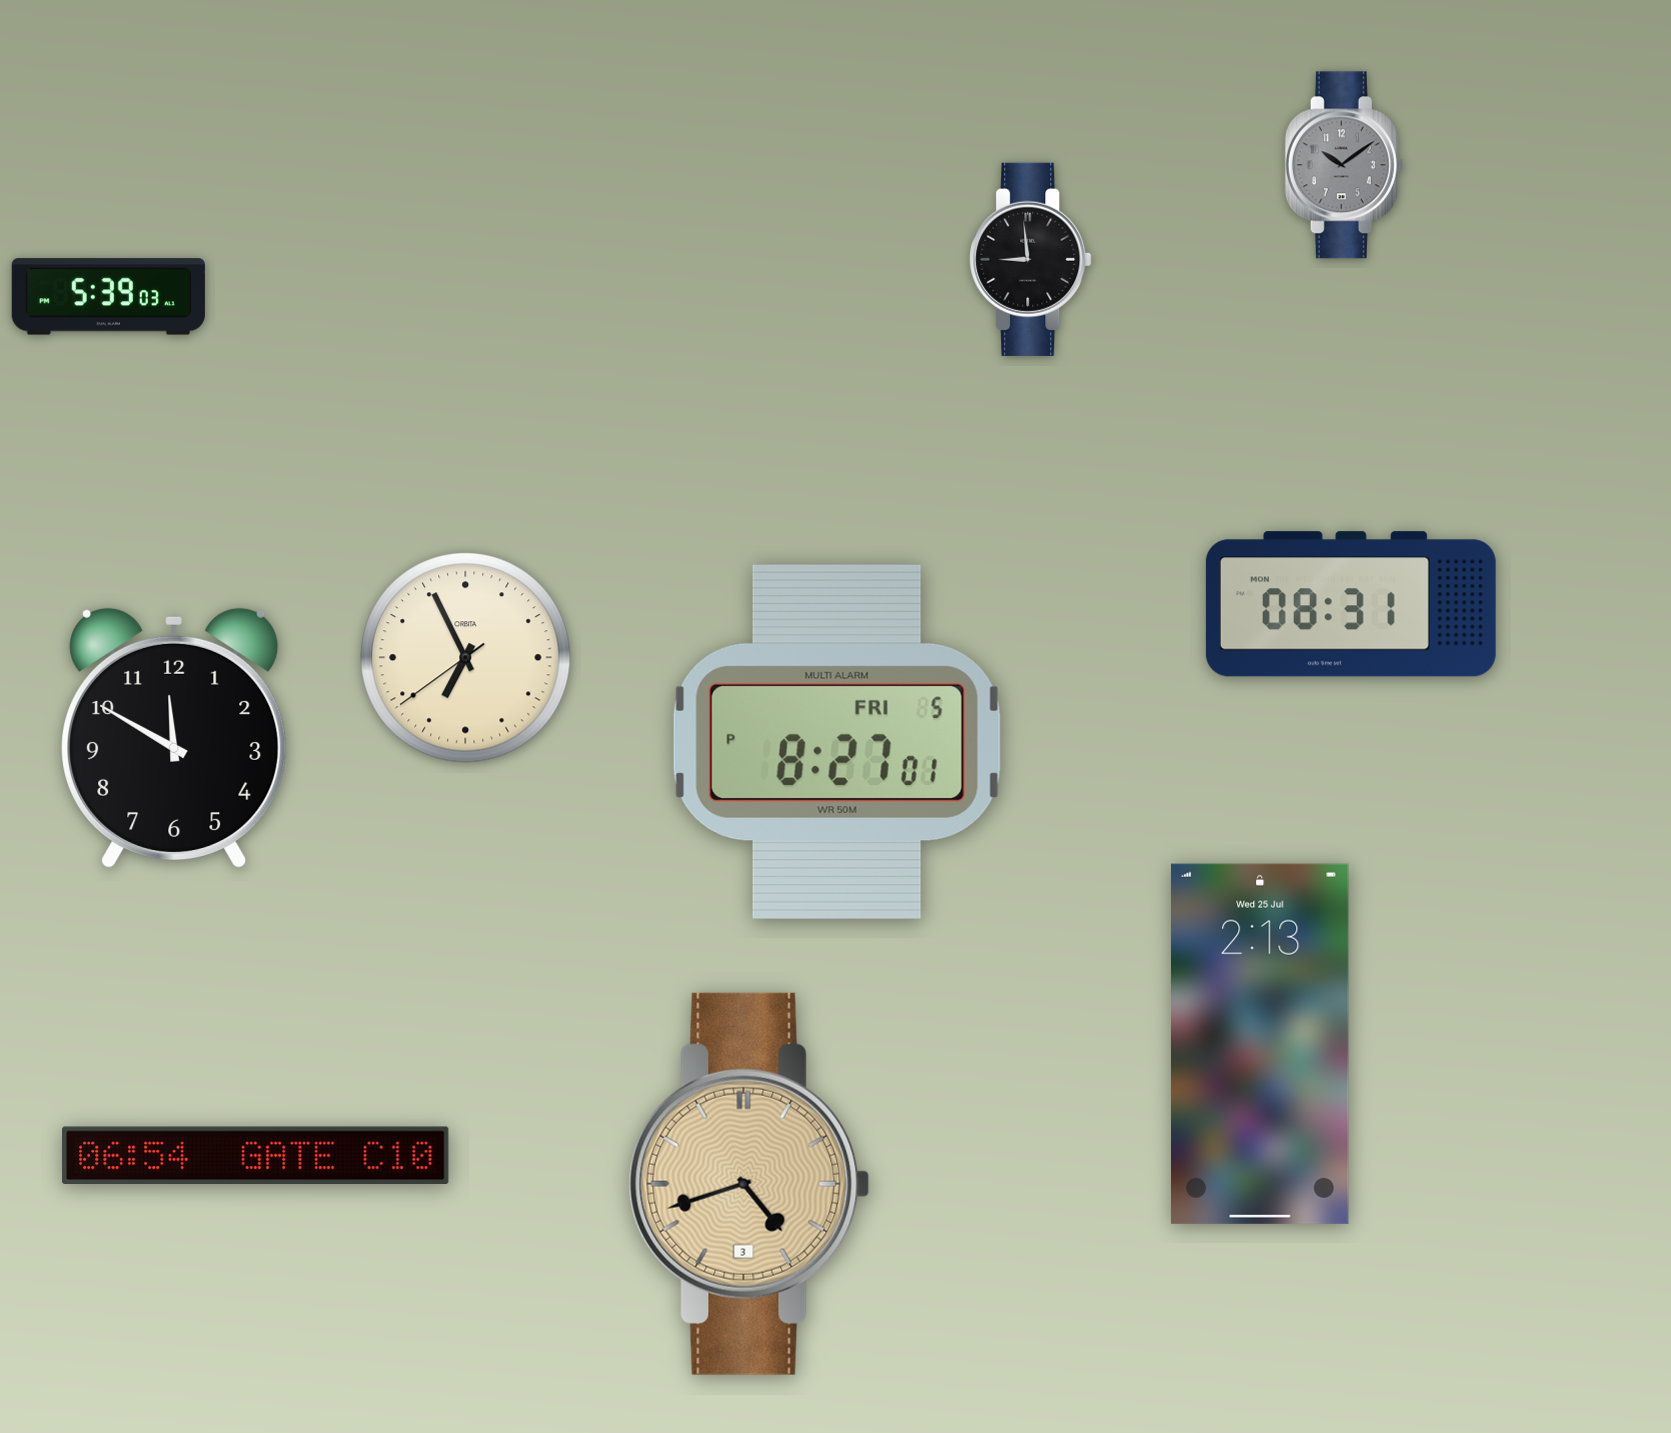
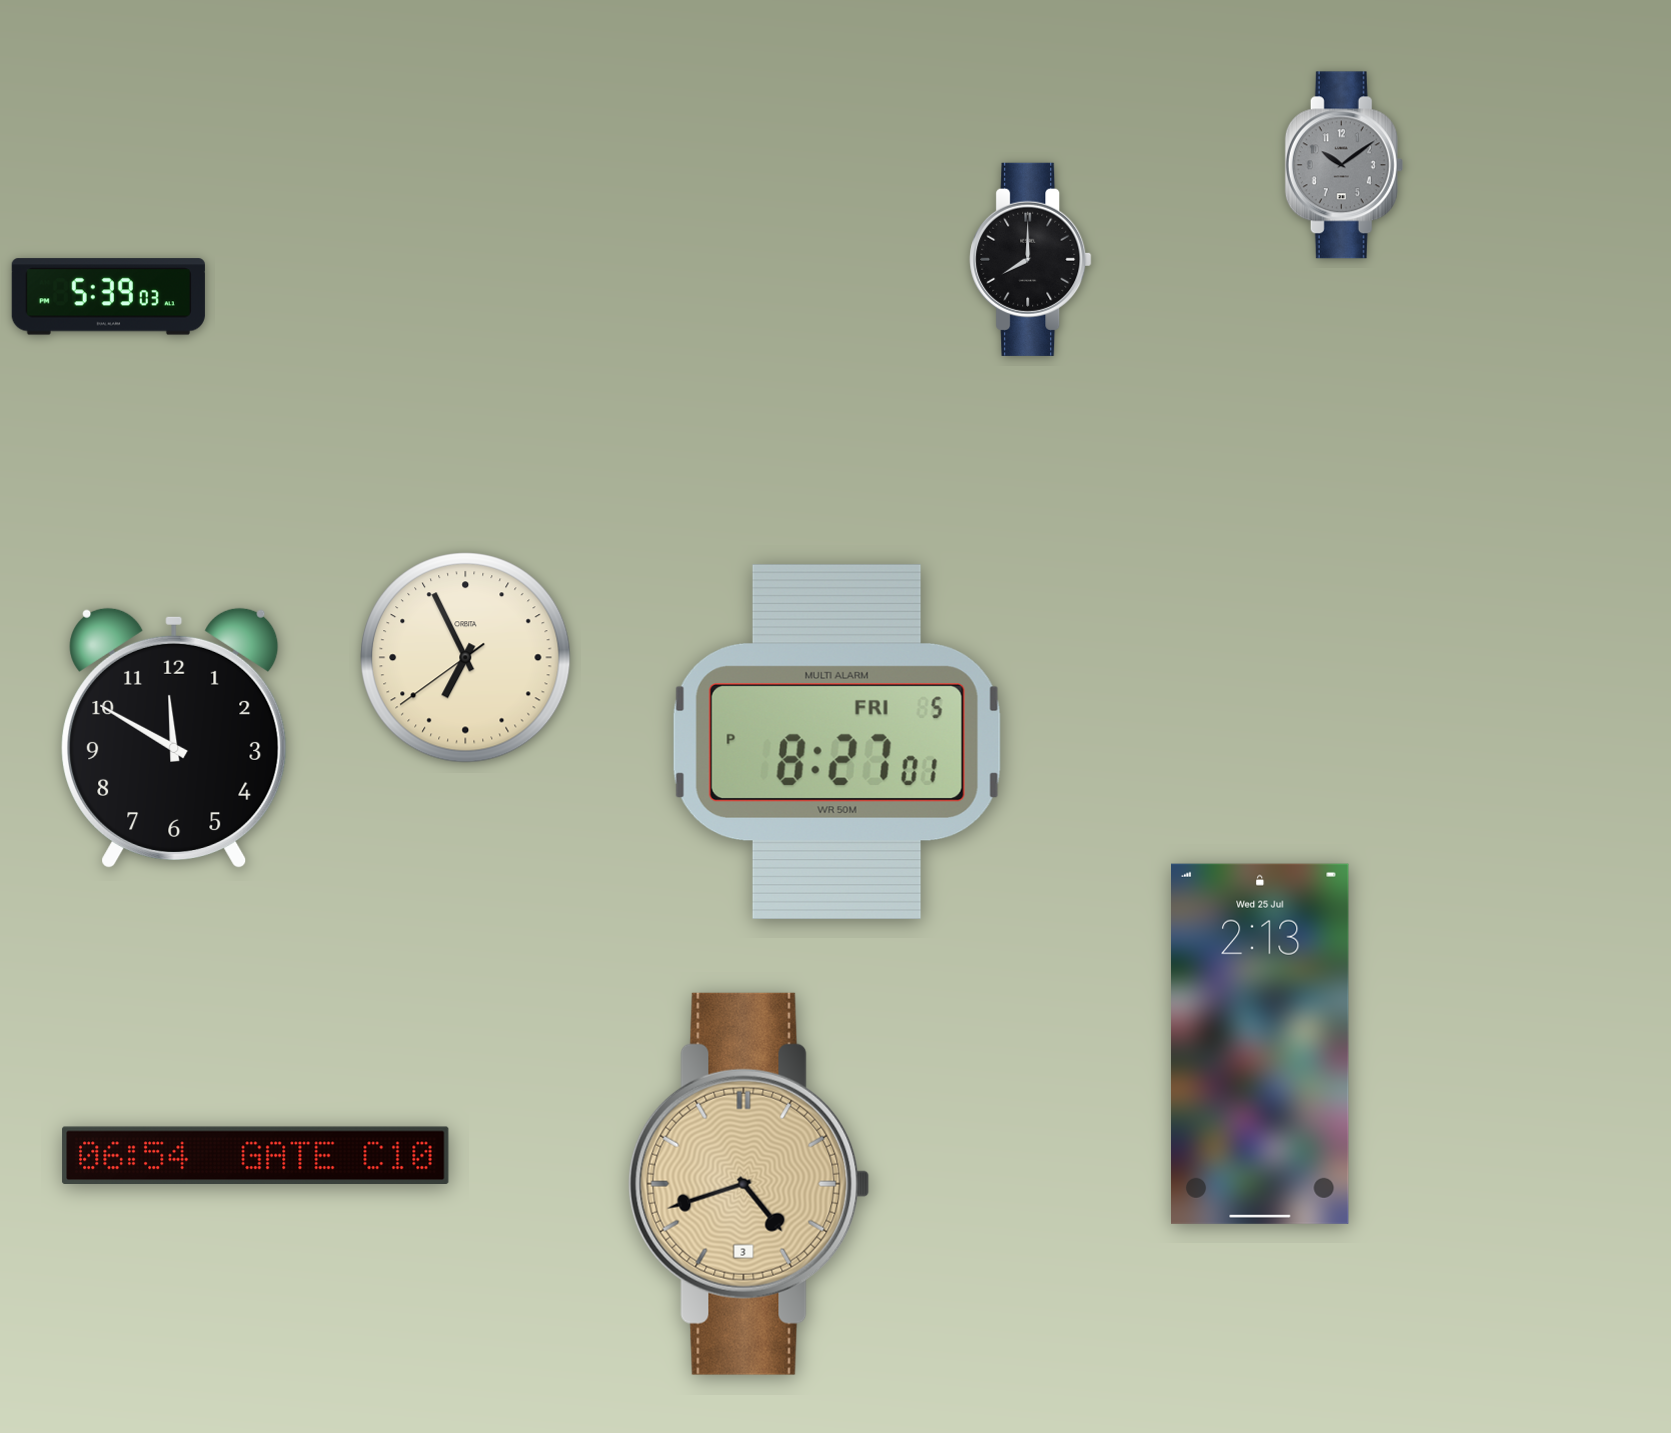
clock at (1031, 259): 8:59 -> 8:00
clock at (1351, 604): 08:31 -> none
